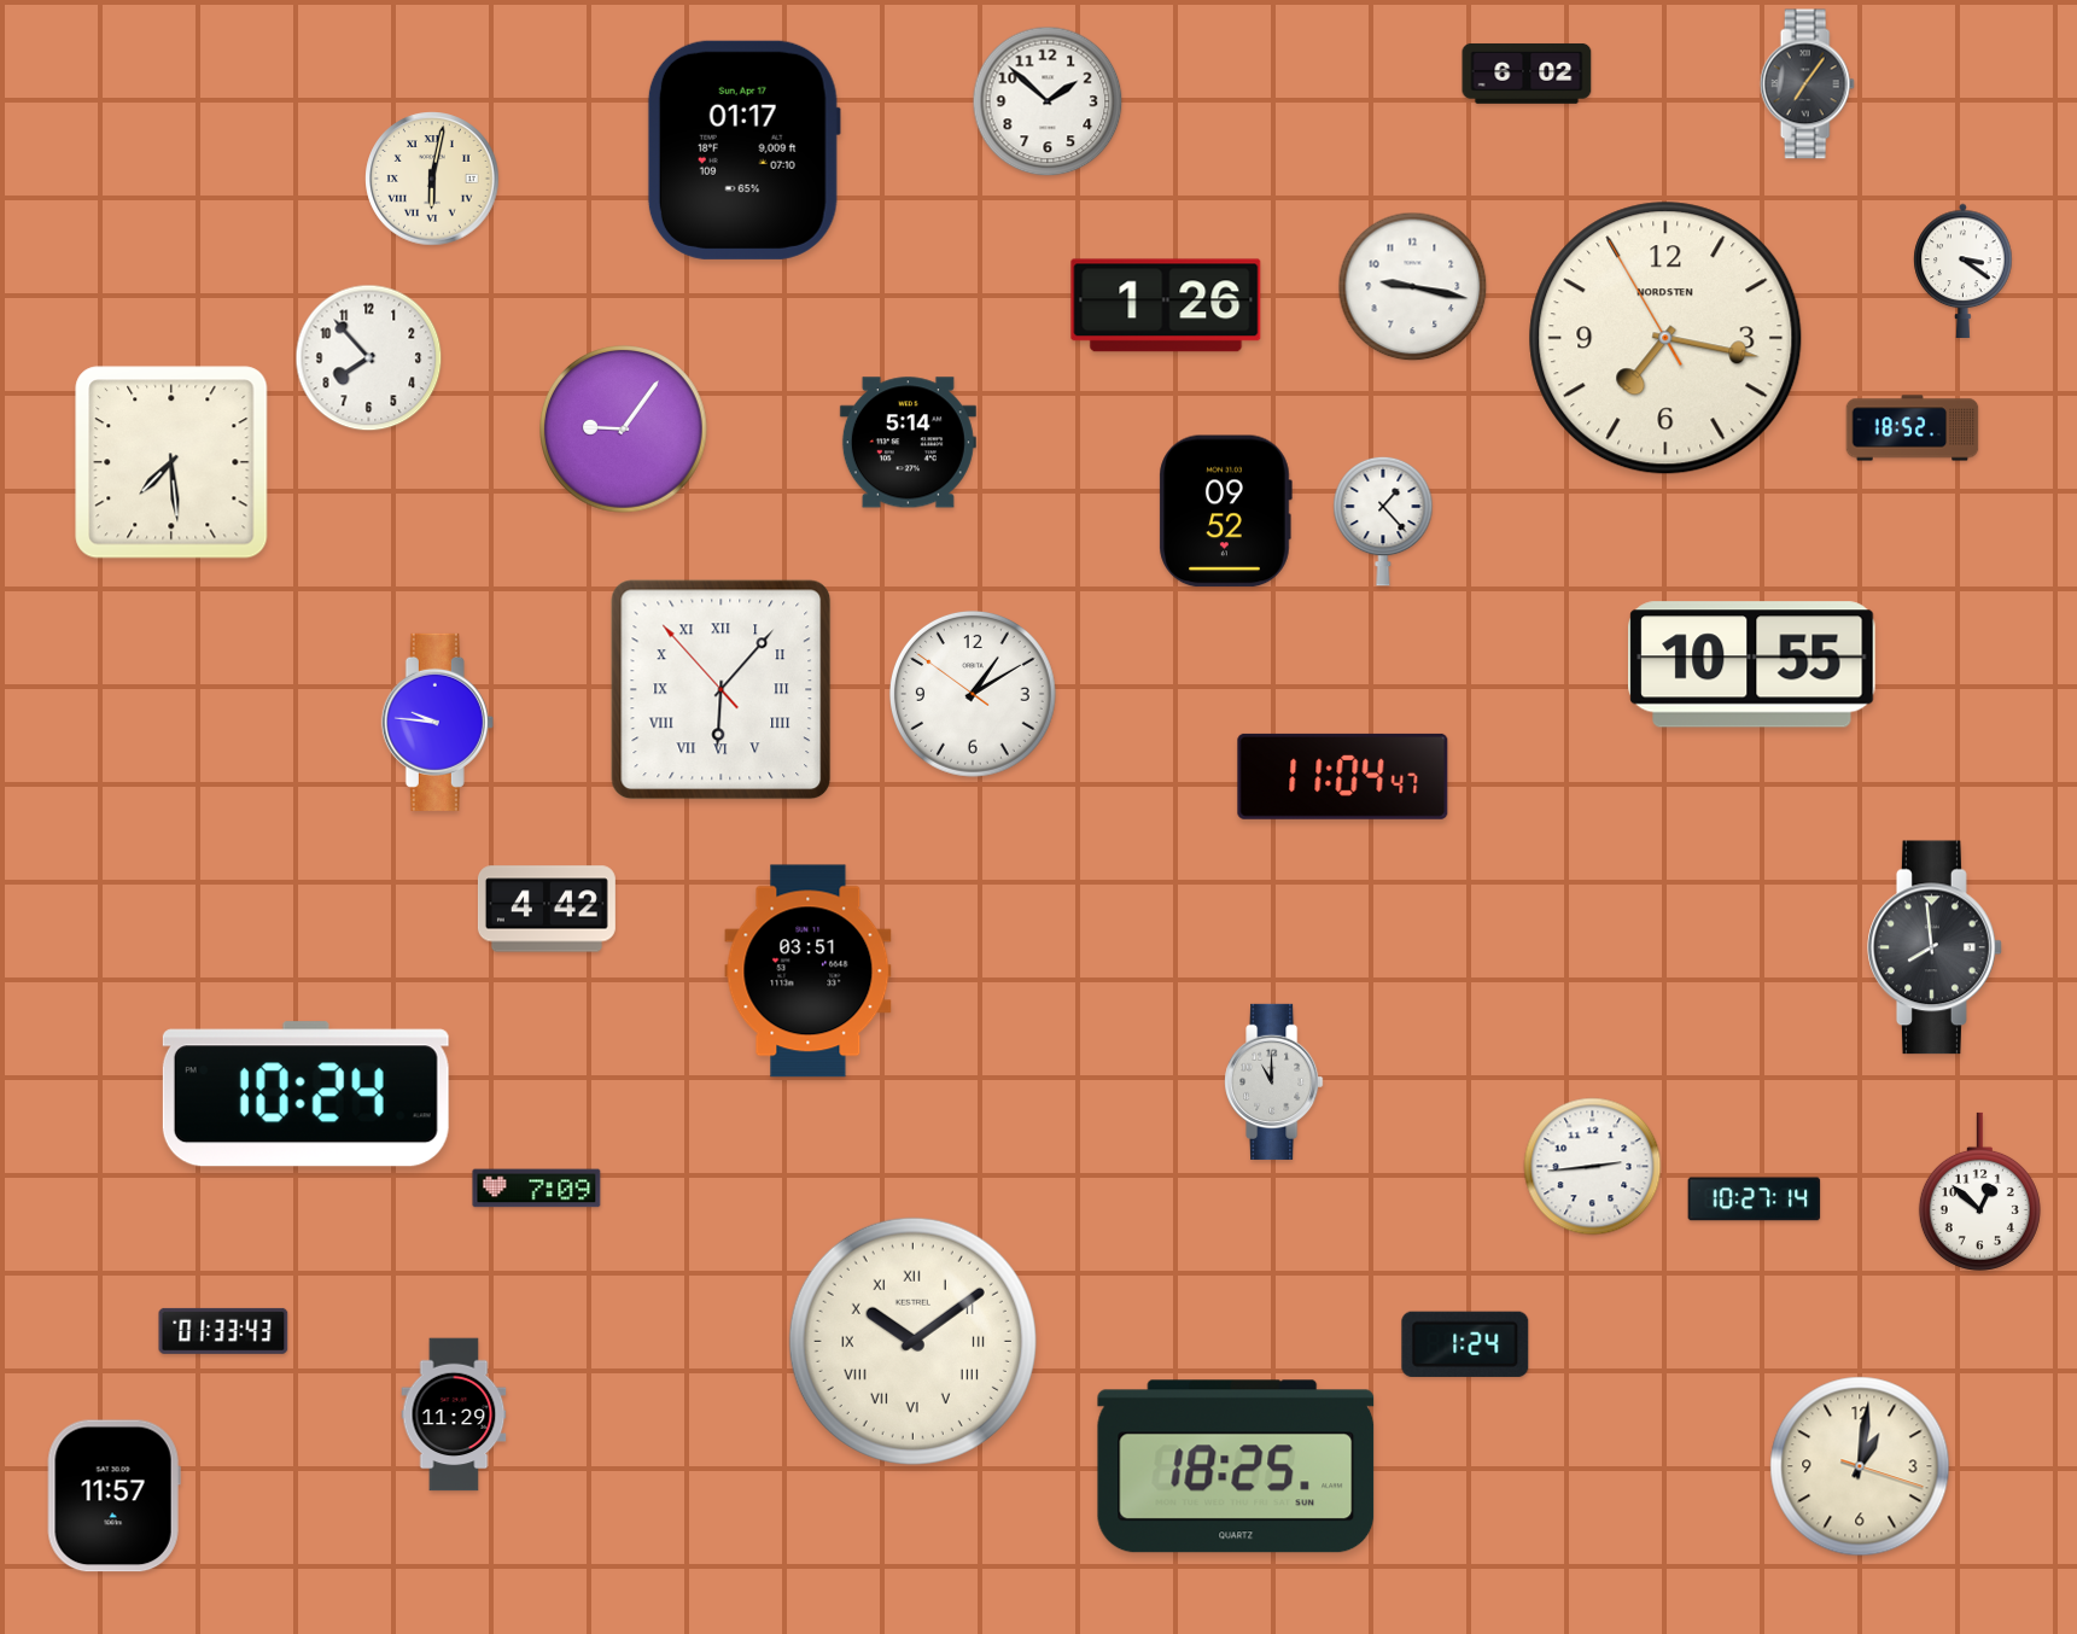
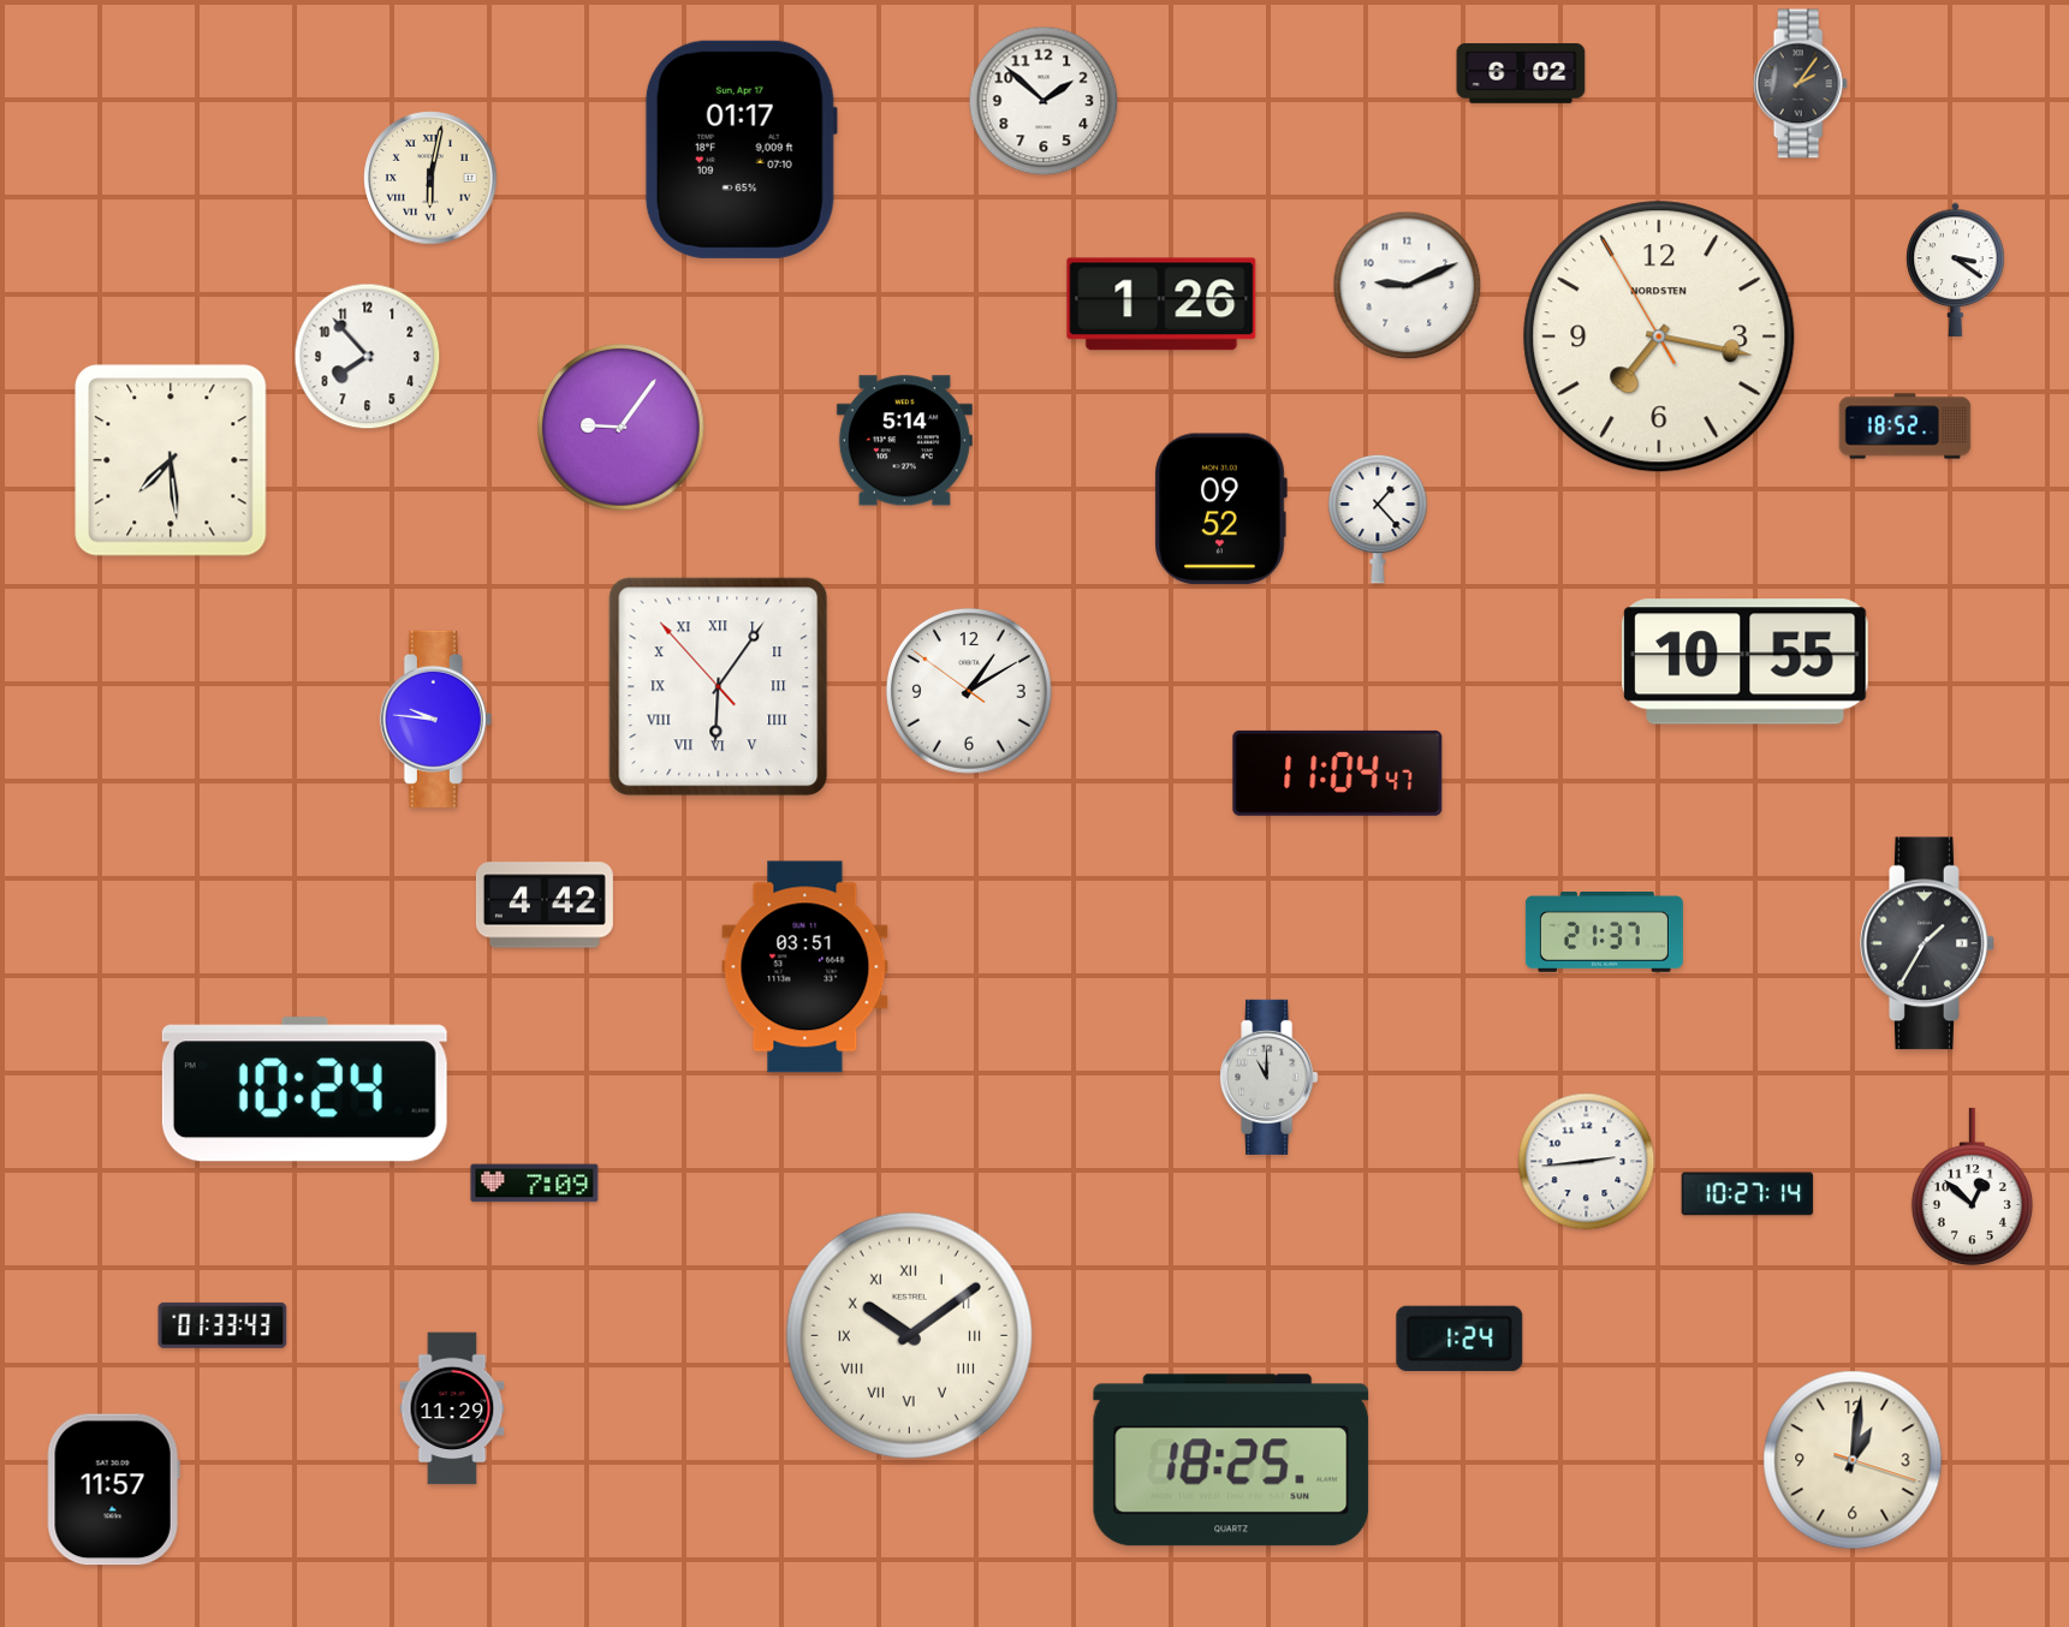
clock at (1807, 84): 7:06 -> 2:06
clock at (1413, 287): 9:17 -> 9:11
clock at (722, 690): 6:06 -> 6:05
clock at (1604, 932): none -> 21:37
clock at (1936, 947): 7:59 -> 1:35
